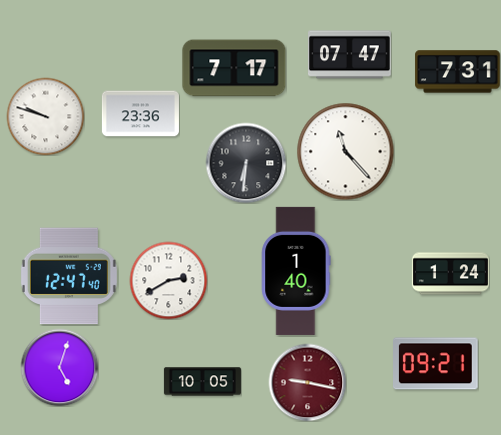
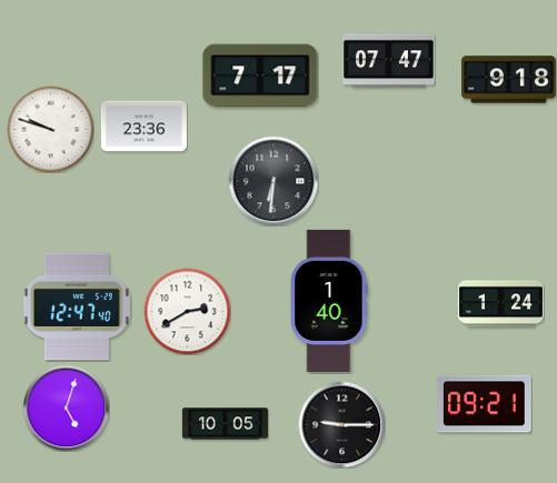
clock at (458, 72): 7:31 -> 9:18
clock at (140, 114) position: (140, 114) -> (143, 127)
clock at (345, 151): 11:23 -> none
clock at (307, 382): 9:17 -> 9:15
clock at (307, 382) dial: burgundy -> black
